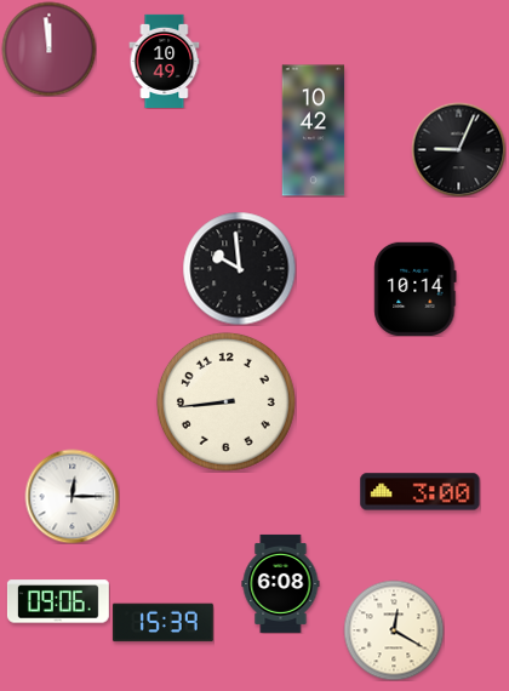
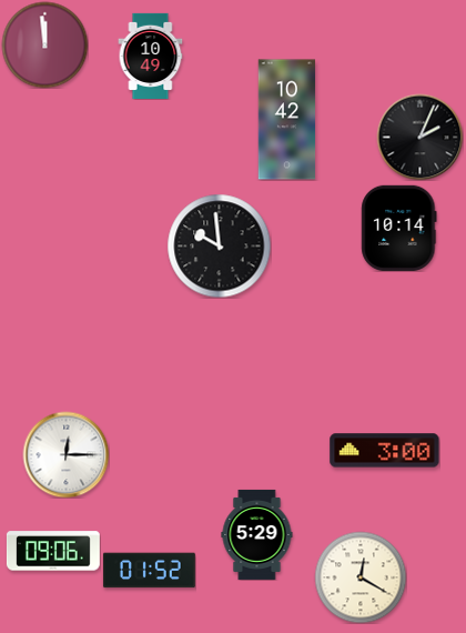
clock at (458, 149): 9:04 -> 2:04
clock at (416, 289) position: (416, 289) -> (399, 228)
clock at (225, 401): 8:44 -> none
clock at (281, 583): 6:08 -> 5:29
clock at (162, 623): 15:39 -> 01:52
